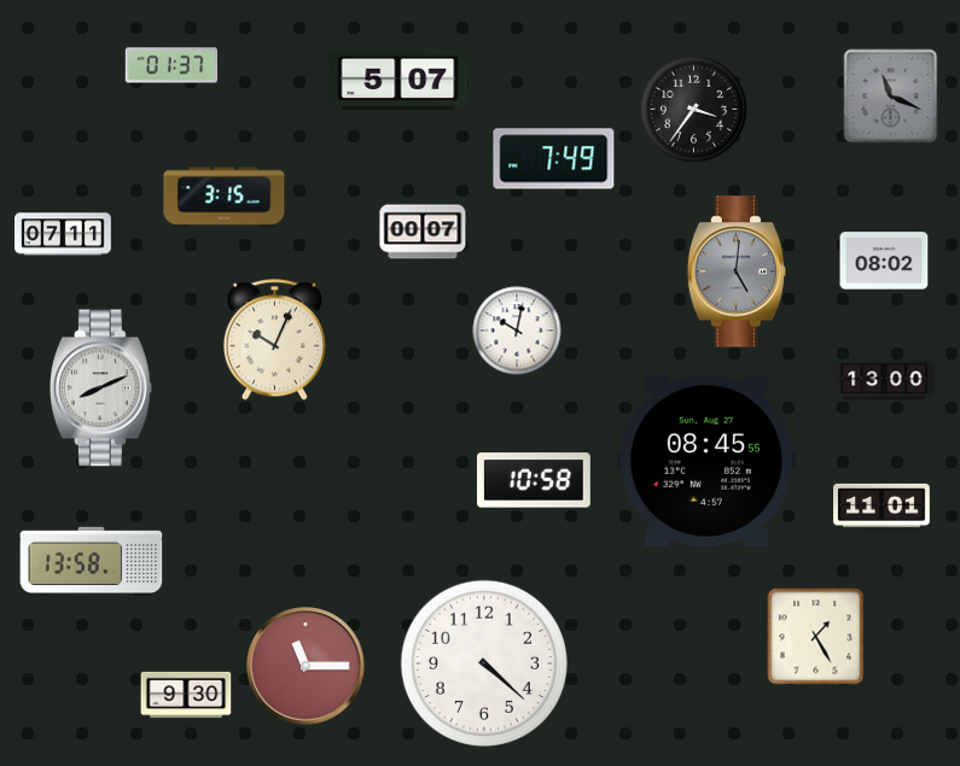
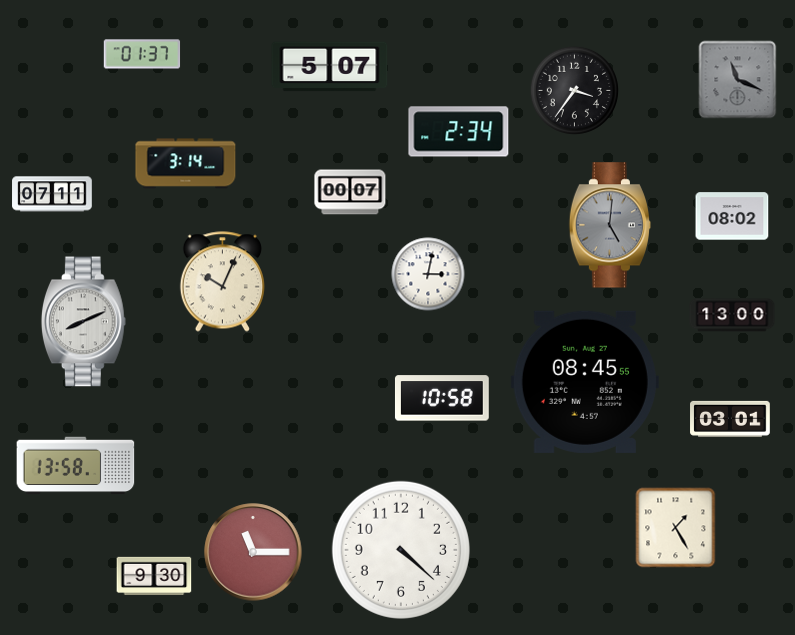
clock at (554, 159): 7:49 -> 2:34
clock at (225, 198): 3:15 -> 3:14
clock at (517, 331): 10:02 -> 3:02
clock at (274, 340) position: (274, 340) -> (222, 282)
clock at (882, 505): 11:01 -> 03:01
